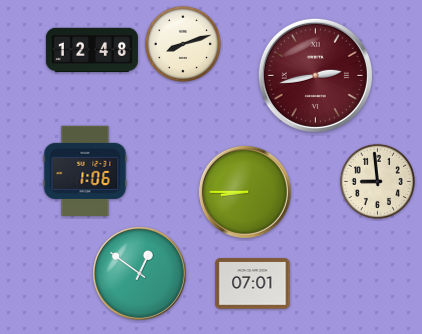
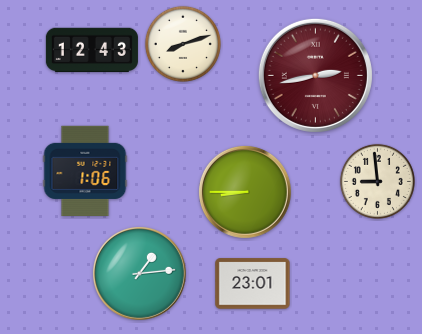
clock at (92, 50): 12:48 -> 12:43
clock at (139, 273): 12:51 -> 1:14
clock at (253, 284): 07:01 -> 23:01
